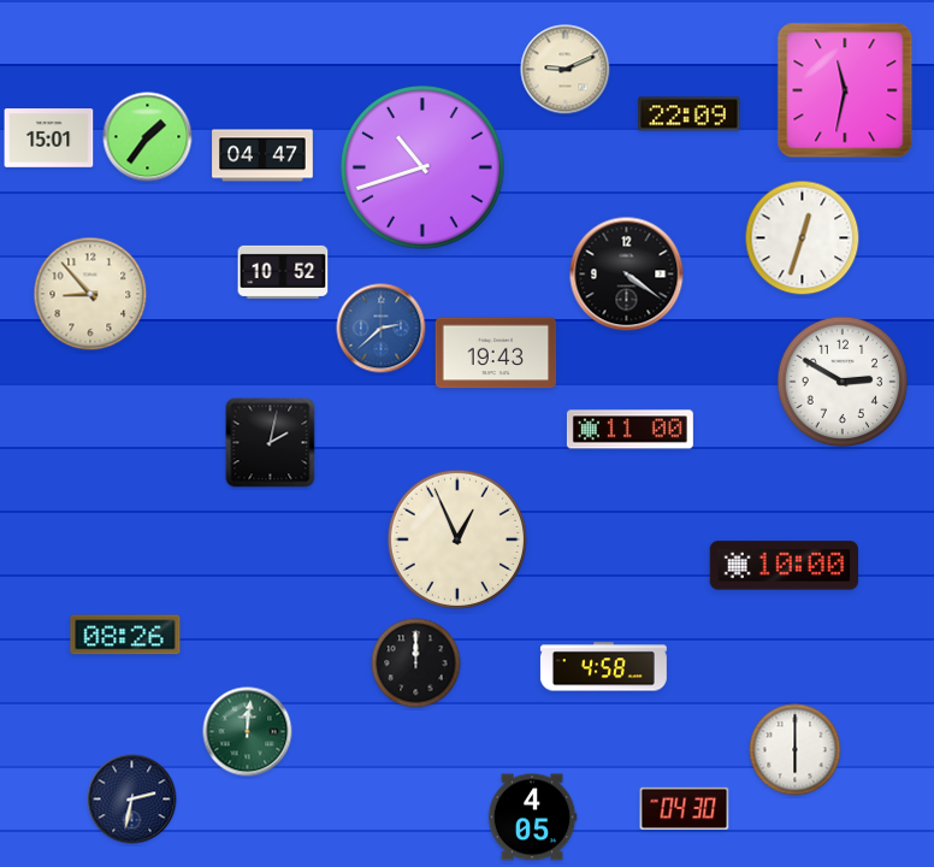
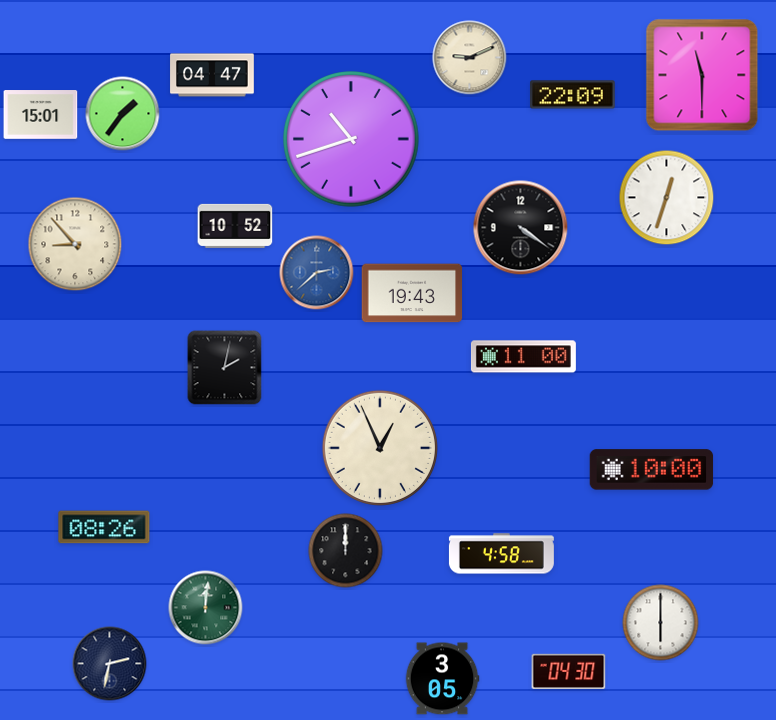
clock at (845, 90): 11:32 -> 11:30
clock at (262, 155) position: (262, 155) -> (212, 75)
clock at (843, 382): 2:50 -> none
clock at (532, 818): 4:05 -> 3:05
